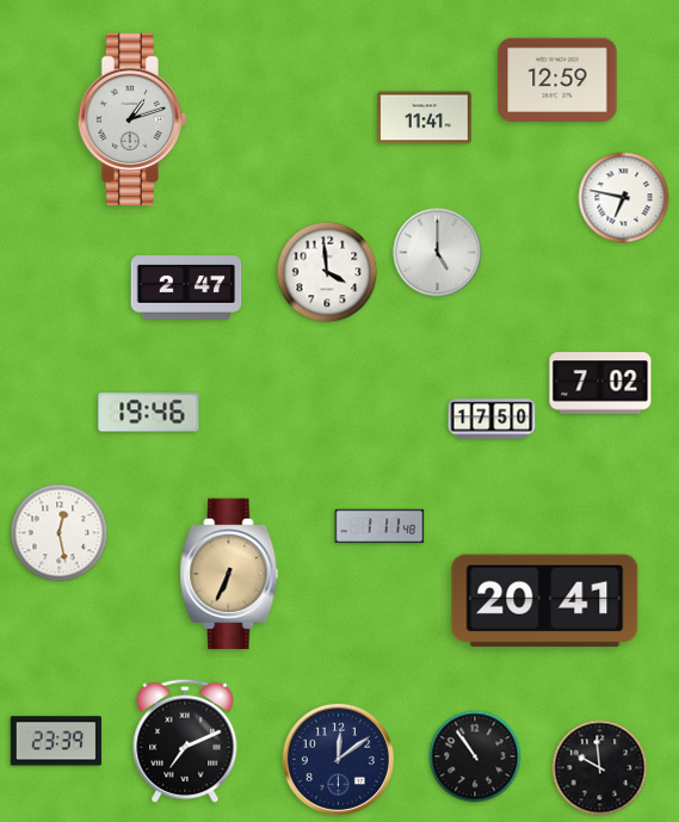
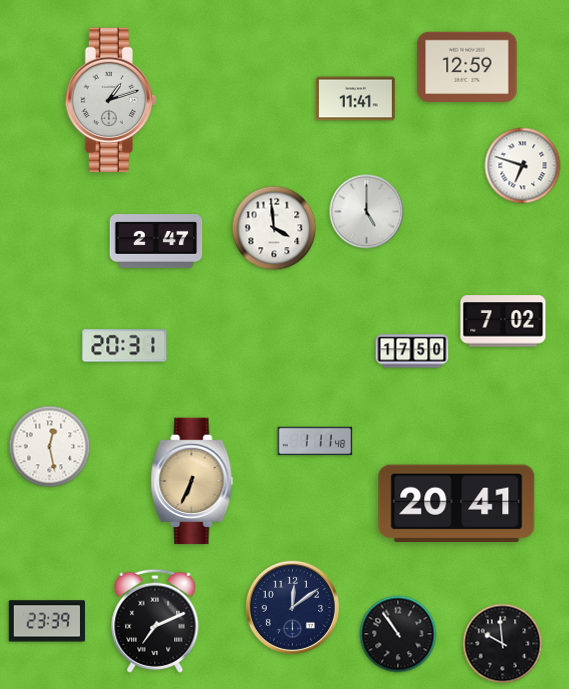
clock at (624, 198): 6:47 -> 6:48
clock at (149, 413): 19:46 -> 20:31
clock at (379, 526) position: (379, 526) -> (315, 441)
clock at (338, 759) position: (338, 759) -> (292, 607)
